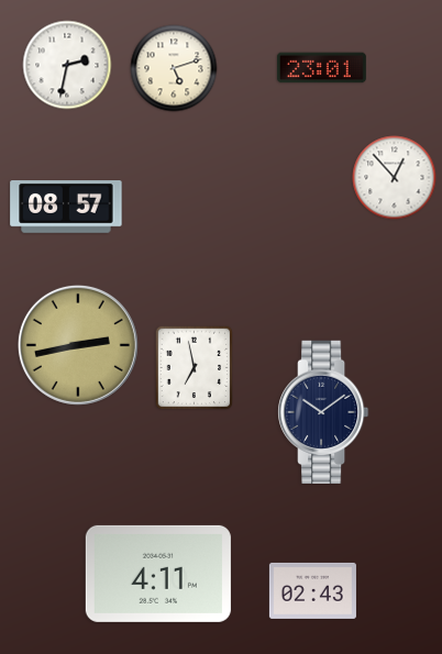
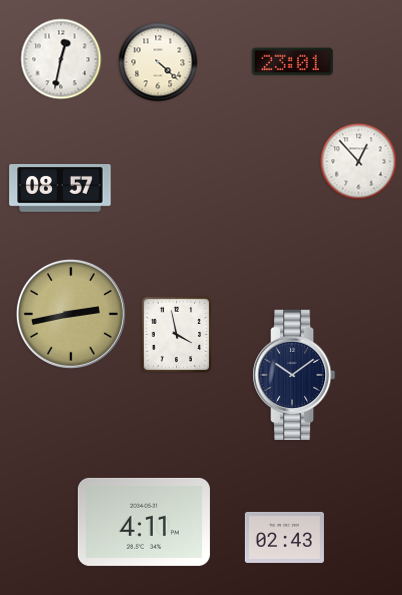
clock at (67, 65): 2:32 -> 12:32
clock at (174, 68): 5:12 -> 4:22
clock at (195, 368): 6:58 -> 3:58
